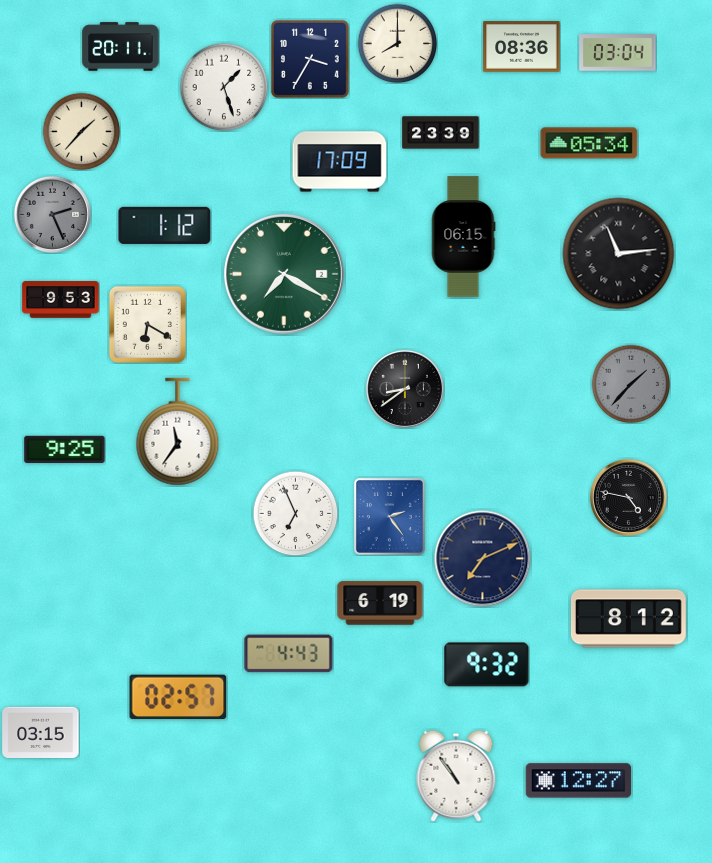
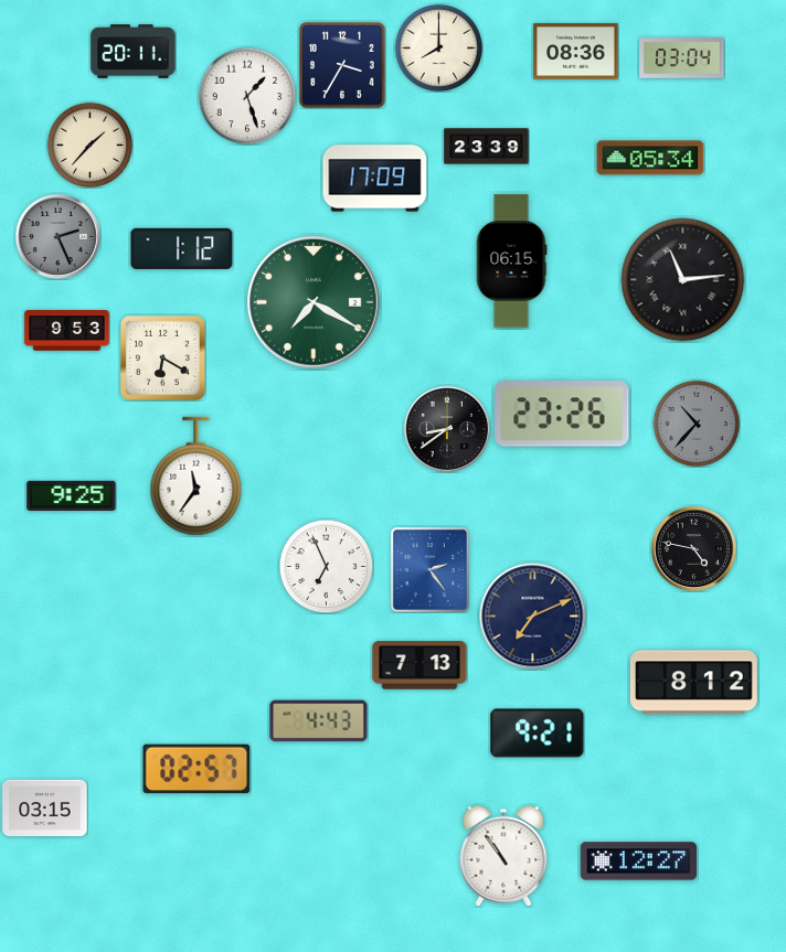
clock at (562, 414): none -> 23:26
clock at (631, 384): 1:37 -> 10:37
clock at (380, 603): 6:19 -> 7:13
clock at (487, 665): 9:32 -> 9:21
